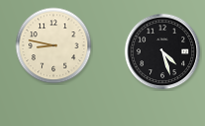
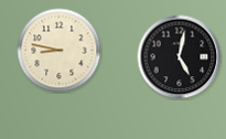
clock at (163, 52): 4:27 -> 5:02
